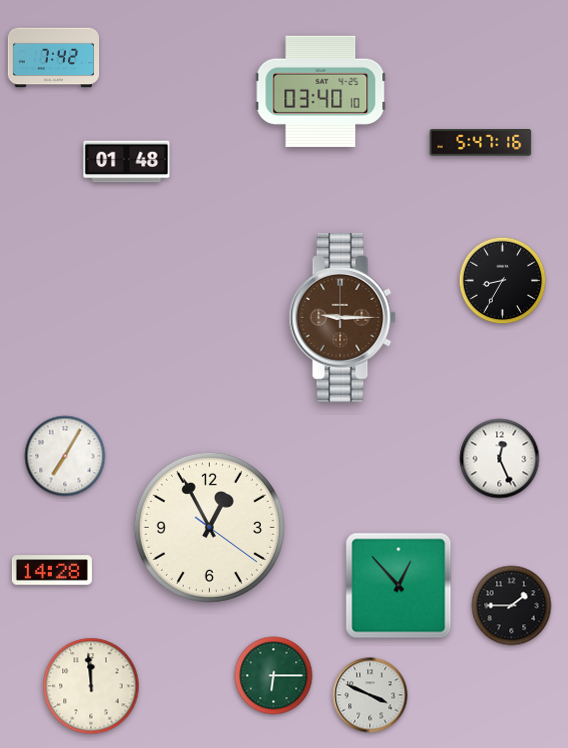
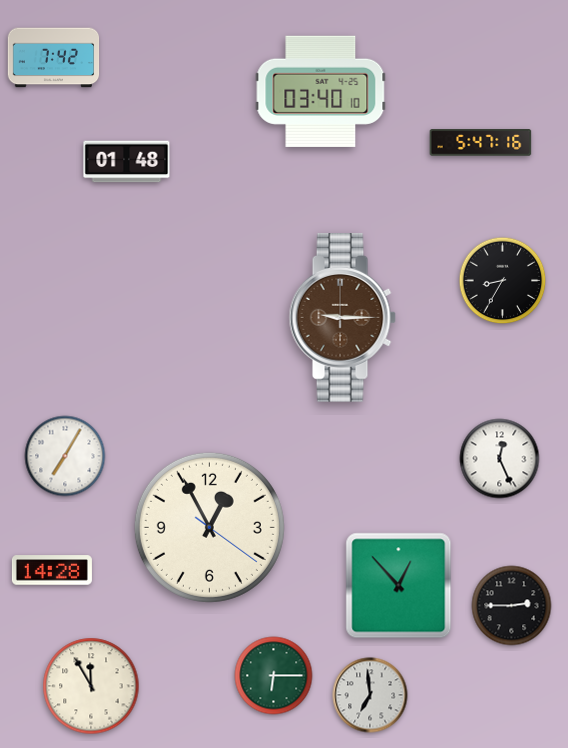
clock at (512, 606): 1:45 -> 2:45
clock at (91, 686): 11:59 -> 11:55
clock at (370, 695): 3:49 -> 6:59
